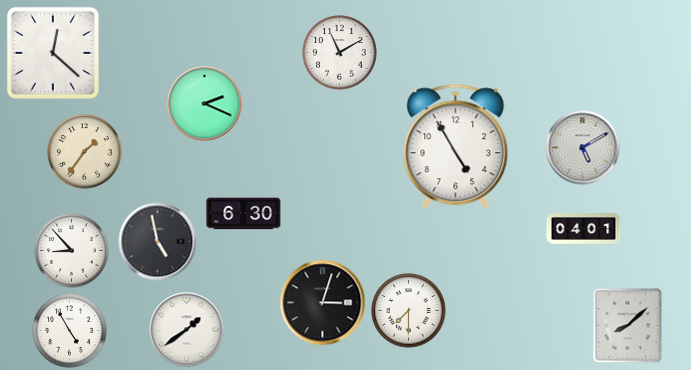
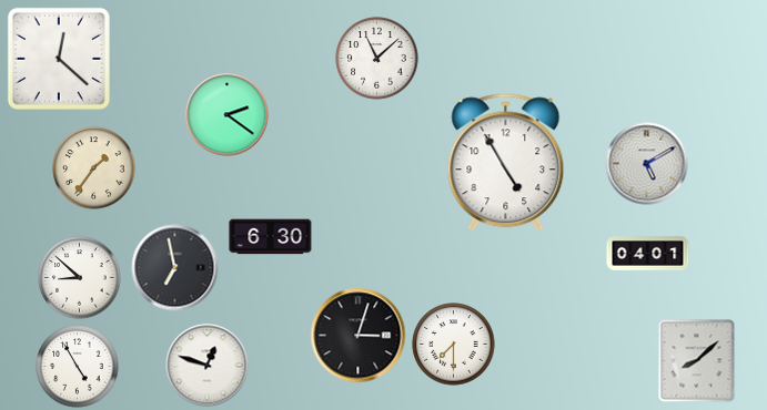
clock at (340, 53): 11:10 -> 11:08
clock at (205, 104): 2:19 -> 2:21
clock at (158, 242): 4:58 -> 6:58
clock at (72, 251): 8:53 -> 8:52
clock at (187, 330): 1:39 -> 12:48
